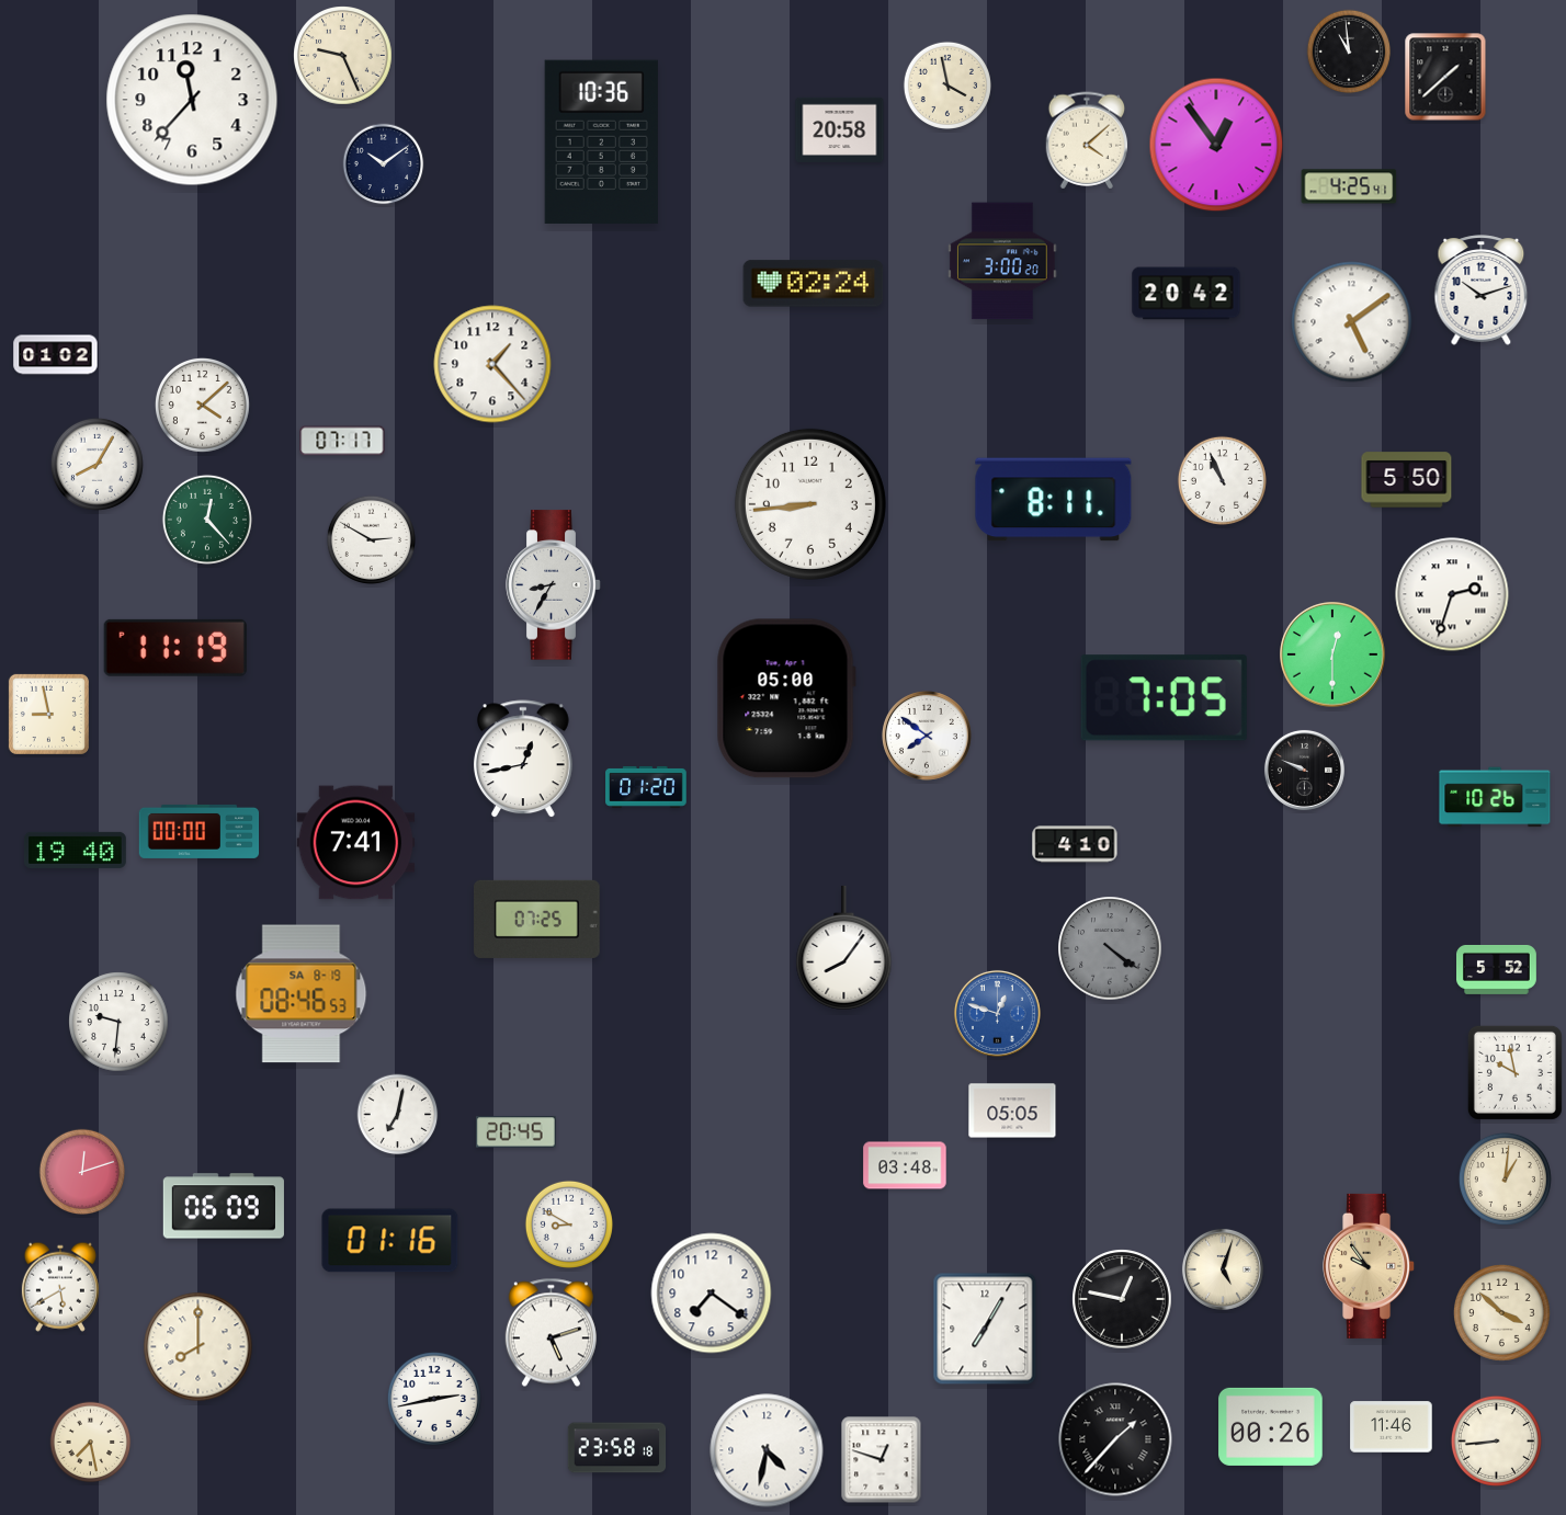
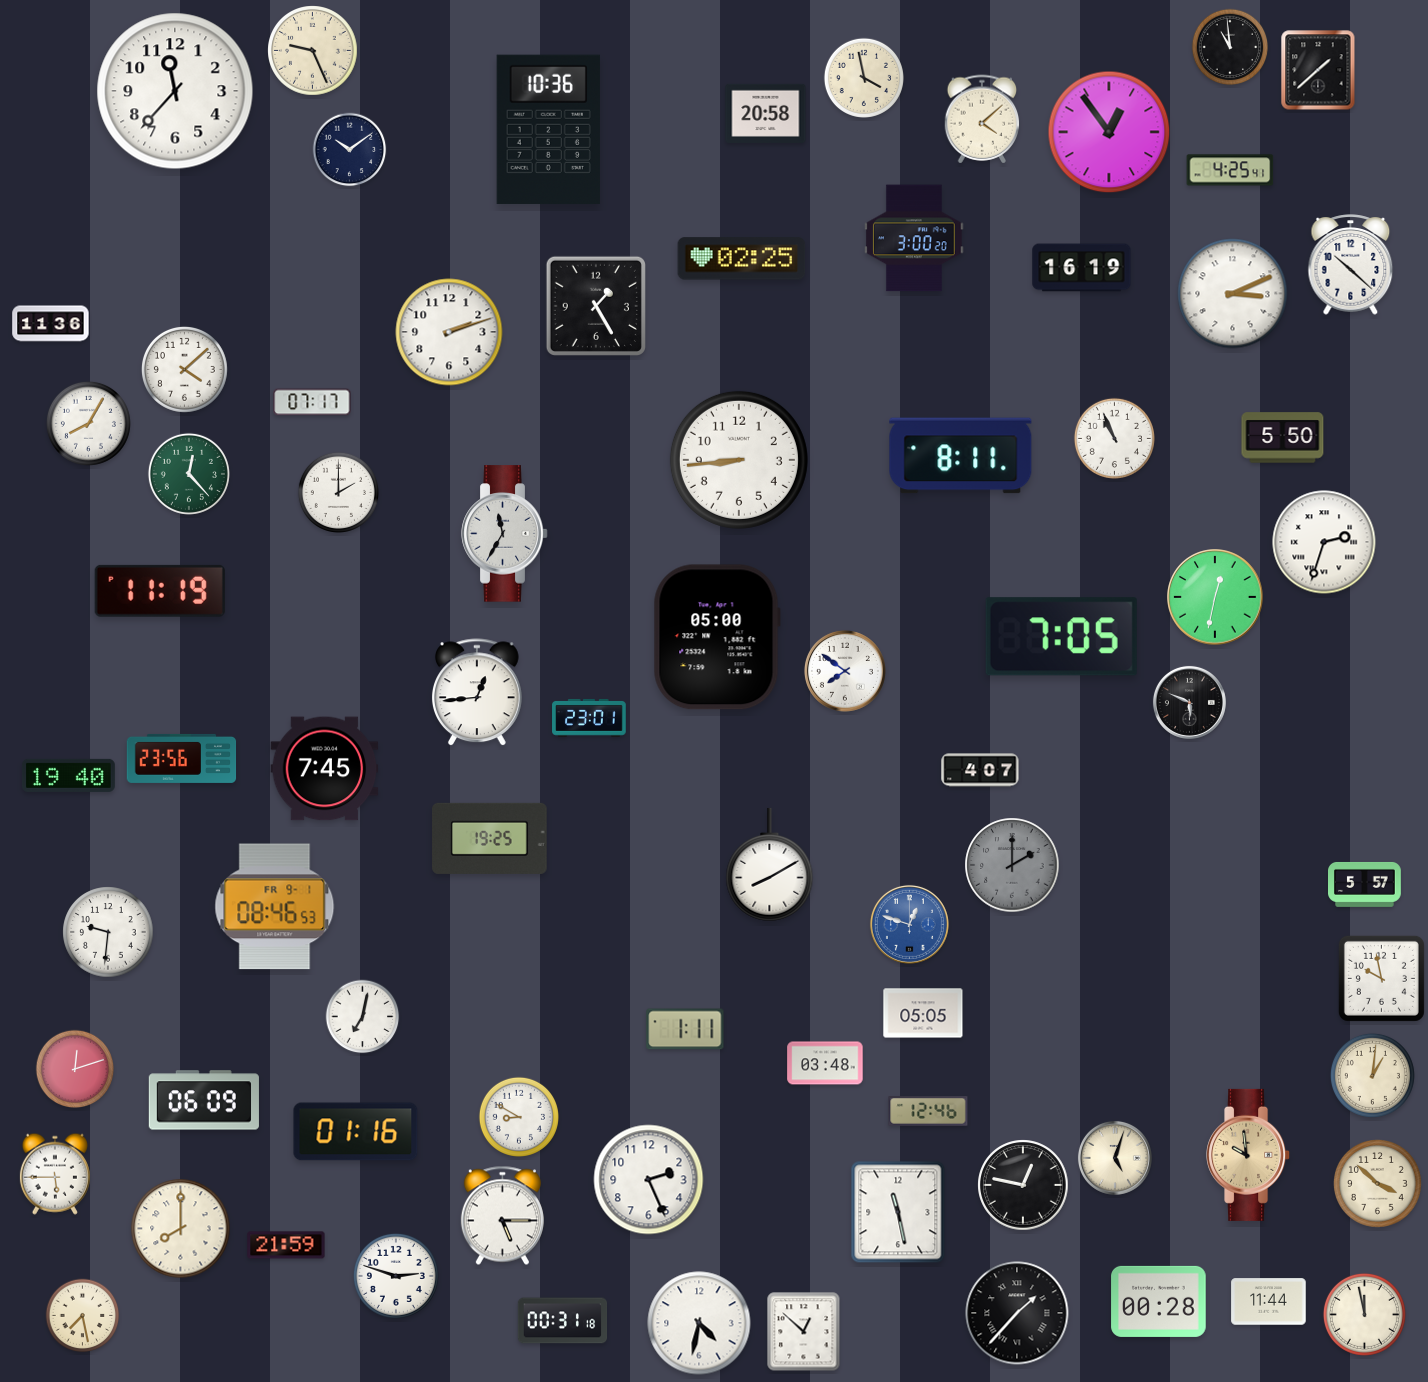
clock at (840, 129) position: (840, 129) -> (766, 113)
clock at (1087, 140) position: (1087, 140) -> (982, 119)
clock at (814, 284): 02:24 -> 02:25
clock at (1482, 291): 10:12 -> 10:22
clock at (1187, 294): 20:42 -> 16:19
clock at (1352, 322): 5:09 -> 3:11
clock at (595, 305): none -> 1:25
clock at (56, 355): 01:02 -> 11:36
clock at (492, 364): 1:23 -> 2:12
clock at (371, 539): 2:50 -> 2:00
clock at (554, 585): 8:35 -> 11:35
clock at (1332, 654): 12:30 -> 12:32
clock at (48, 714): 8:58 -> none
clock at (523, 760): 12:43 -> 12:44
clock at (1304, 770): 9:49 -> 5:49
clock at (646, 787): 01:20 -> 23:01
clock at (1495, 797): 10:26 -> none
clock at (200, 831): 00:00 -> 23:56
clock at (356, 843): 7:41 -> 7:45
clock at (1075, 844): 4:10 -> 4:07
clock at (537, 919): 07:25 -> 19:25
clock at (844, 947): 8:06 -> 8:10
clock at (1110, 948): 4:21 -> 2:00
clock at (1497, 969): 5:52 -> 5:57
clock at (302, 994) date: SA 8-19 -> FR 9-1
clock at (685, 1029): none -> 1:11
clock at (515, 1132): 20:45 -> none
clock at (928, 1112): none -> 12:46
clock at (1370, 1266): 9:54 -> 9:59
clock at (60, 1287): 5:40 -> 5:45
clock at (712, 1294): 7:21 -> 2:26
clock at (1502, 1313) position: (1502, 1313) -> (1378, 1184)
clock at (985, 1329): 7:05 -> 11:28
clock at (551, 1333): 5:12 -> 5:15
clock at (286, 1245): none -> 21:59
clock at (434, 1399): 2:43 -> 2:48
clock at (1271, 1426): 00:26 -> 00:28
clock at (1392, 1427): 11:46 -> 11:44
clock at (1496, 1440): 8:44 -> 11:58
clock at (617, 1448): 23:58 -> 00:31
clock at (882, 1460): 12:48 -> 12:52
